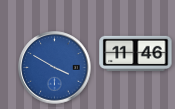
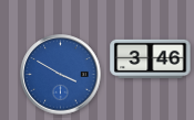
clock at (136, 53): 11:46 -> 3:46
